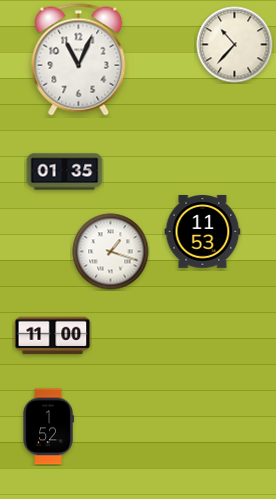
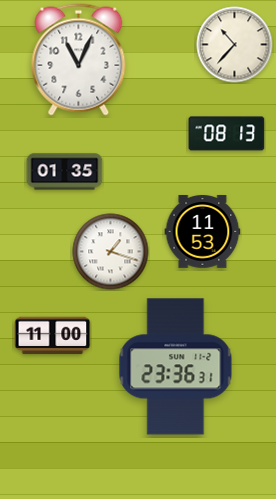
clock at (227, 134): none -> 08:13
clock at (176, 367): none -> 23:36
clock at (48, 427): 1:52 -> none
